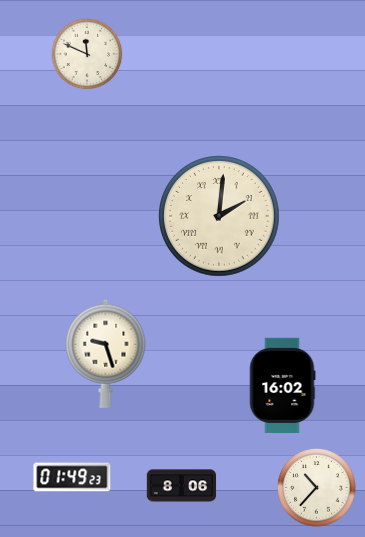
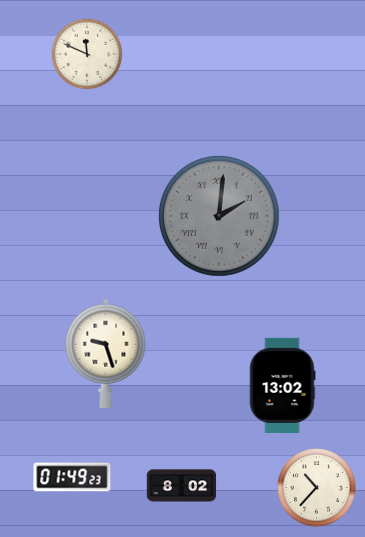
clock at (220, 217) dial: cream -> grey
clock at (282, 385): 16:02 -> 13:02
clock at (182, 486): 8:06 -> 8:02
